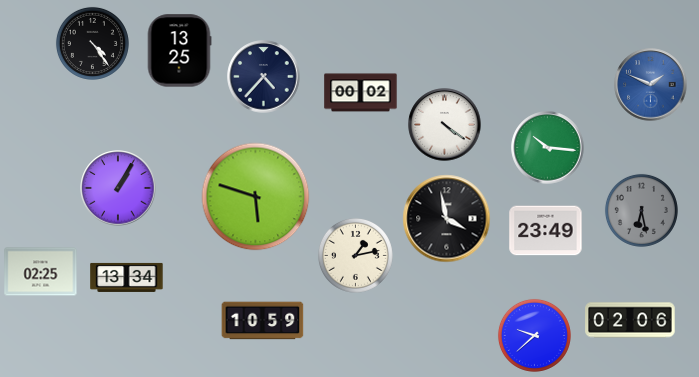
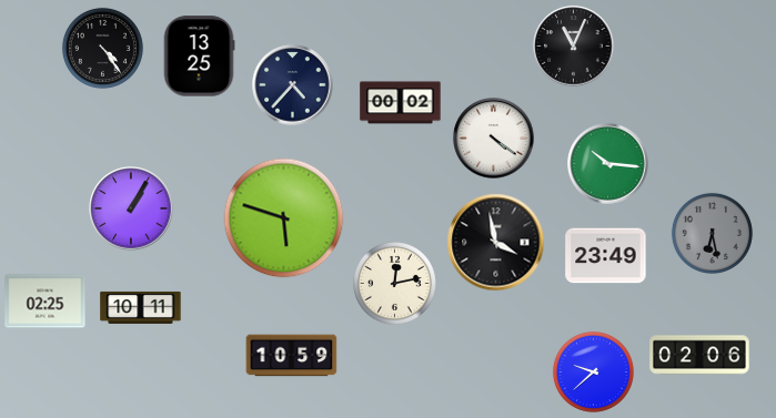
clock at (574, 47): none -> 11:04
clock at (651, 85): 1:49 -> none
clock at (355, 255): 1:13 -> 12:13
clock at (127, 277): 13:34 -> 10:11
